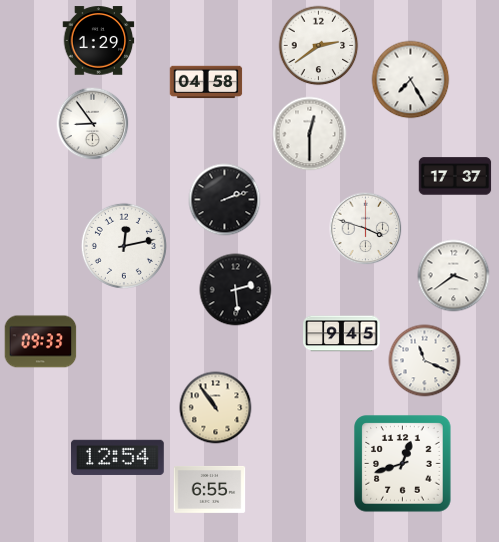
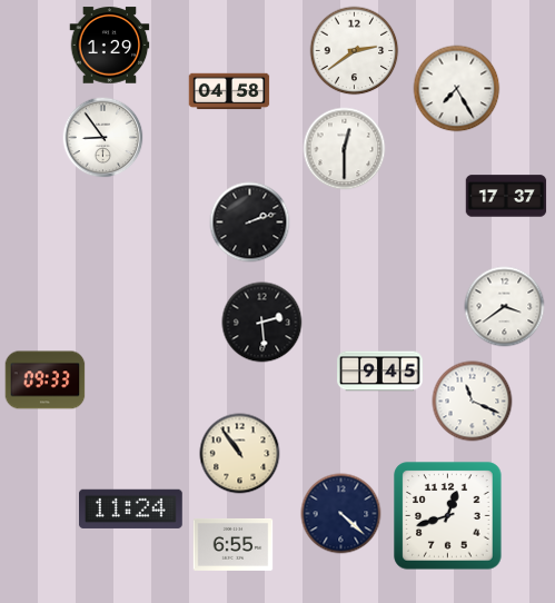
clock at (366, 229): 3:48 -> none
clock at (124, 246): 12:13 -> none
clock at (118, 457): 12:54 -> 11:24
clock at (341, 514): none -> 4:22
